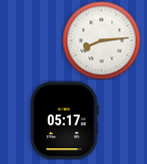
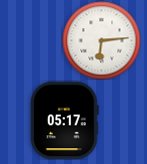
clock at (101, 40): 8:14 -> 6:14
